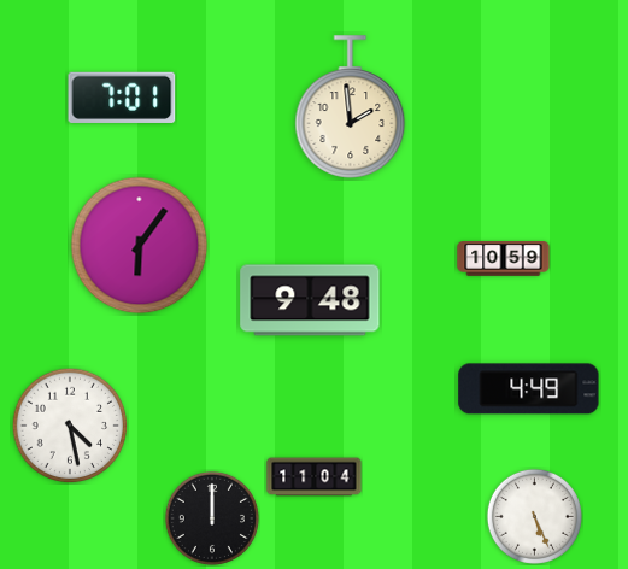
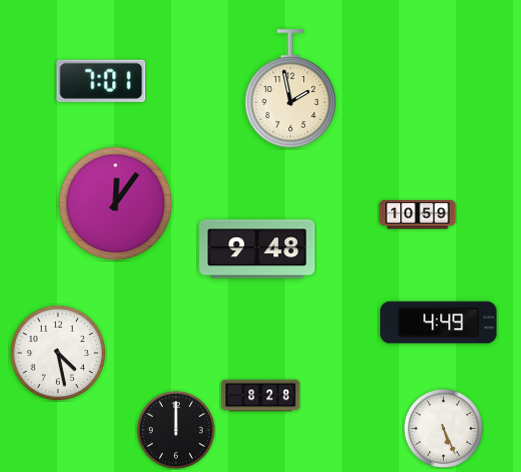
clock at (351, 107): 1:59 -> 1:58
clock at (140, 246): 6:06 -> 12:06
clock at (315, 477): 11:04 -> 8:28
